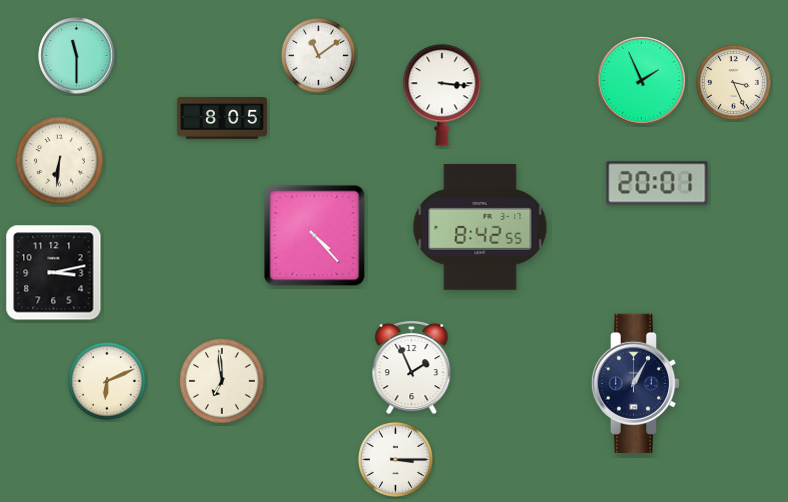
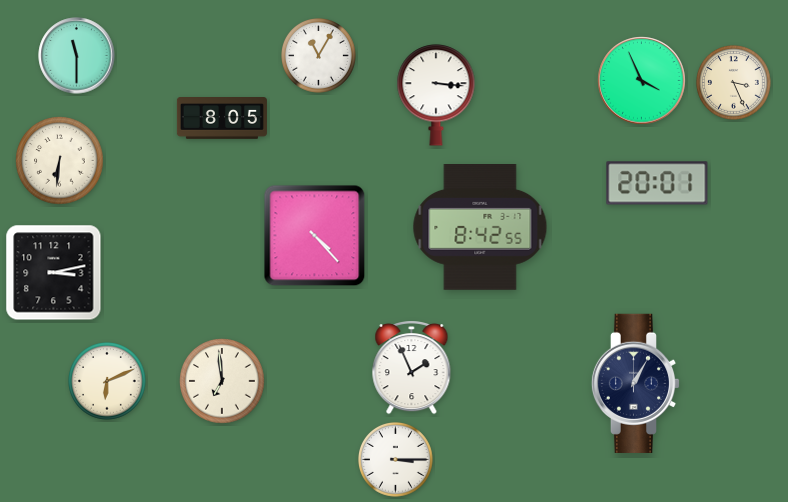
clock at (319, 56): 11:09 -> 11:05
clock at (642, 81): 1:56 -> 3:56
clock at (442, 95) position: (442, 95) -> (436, 95)
